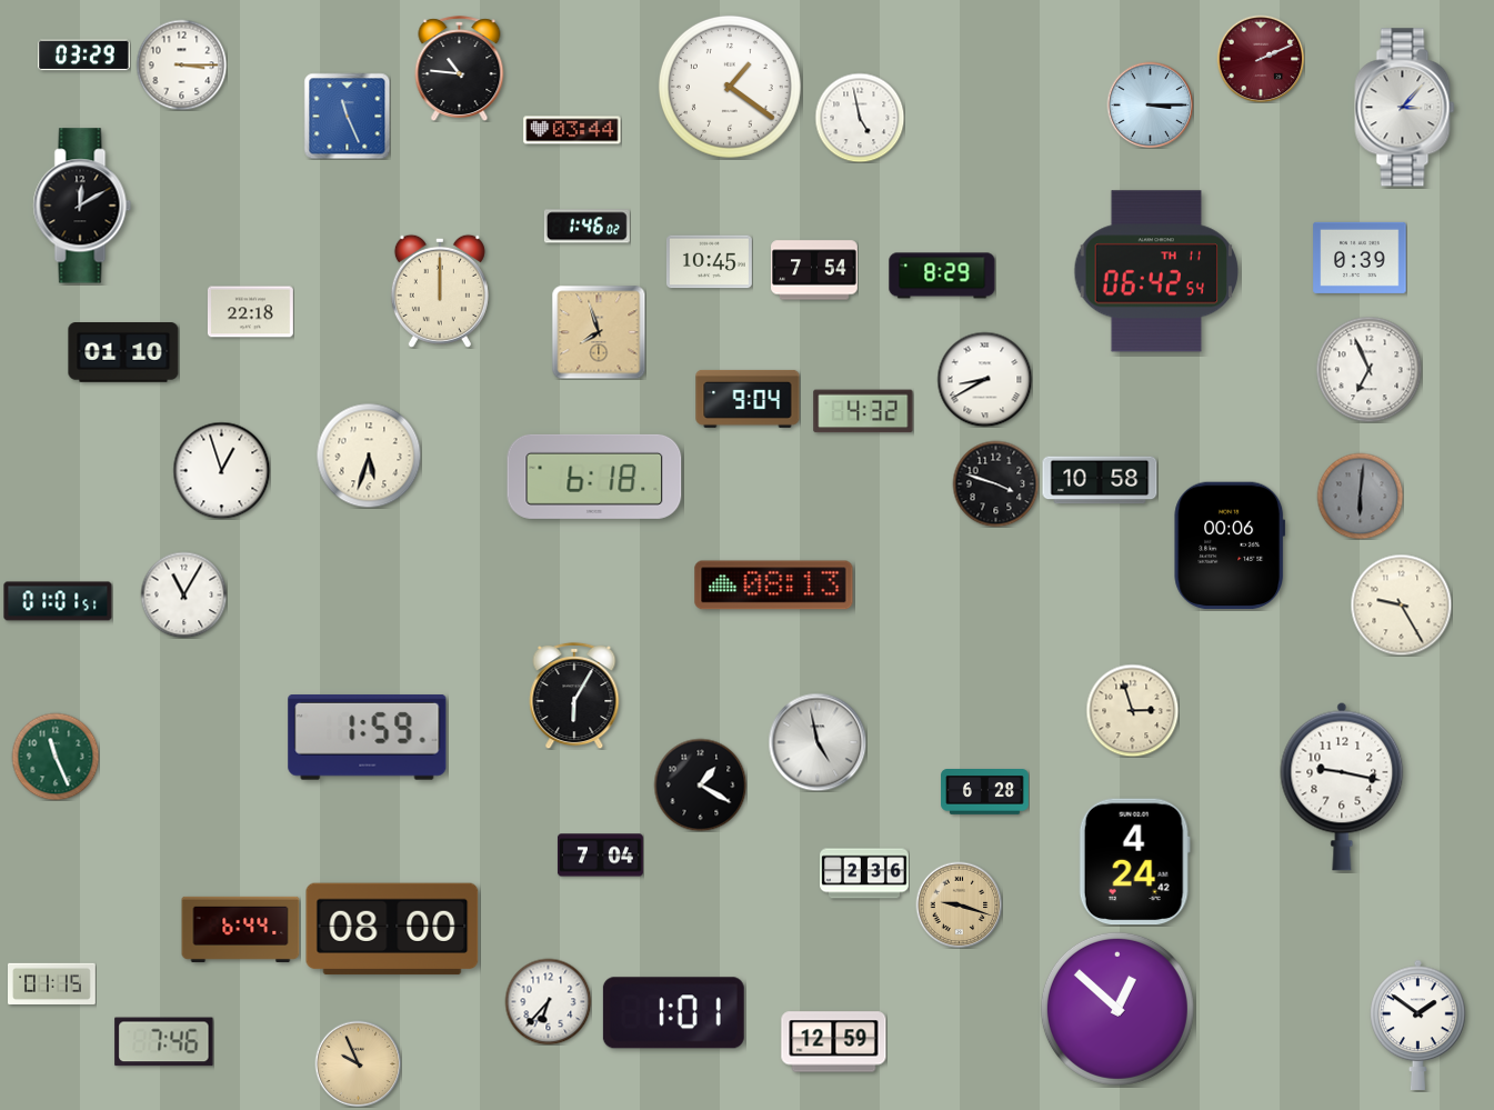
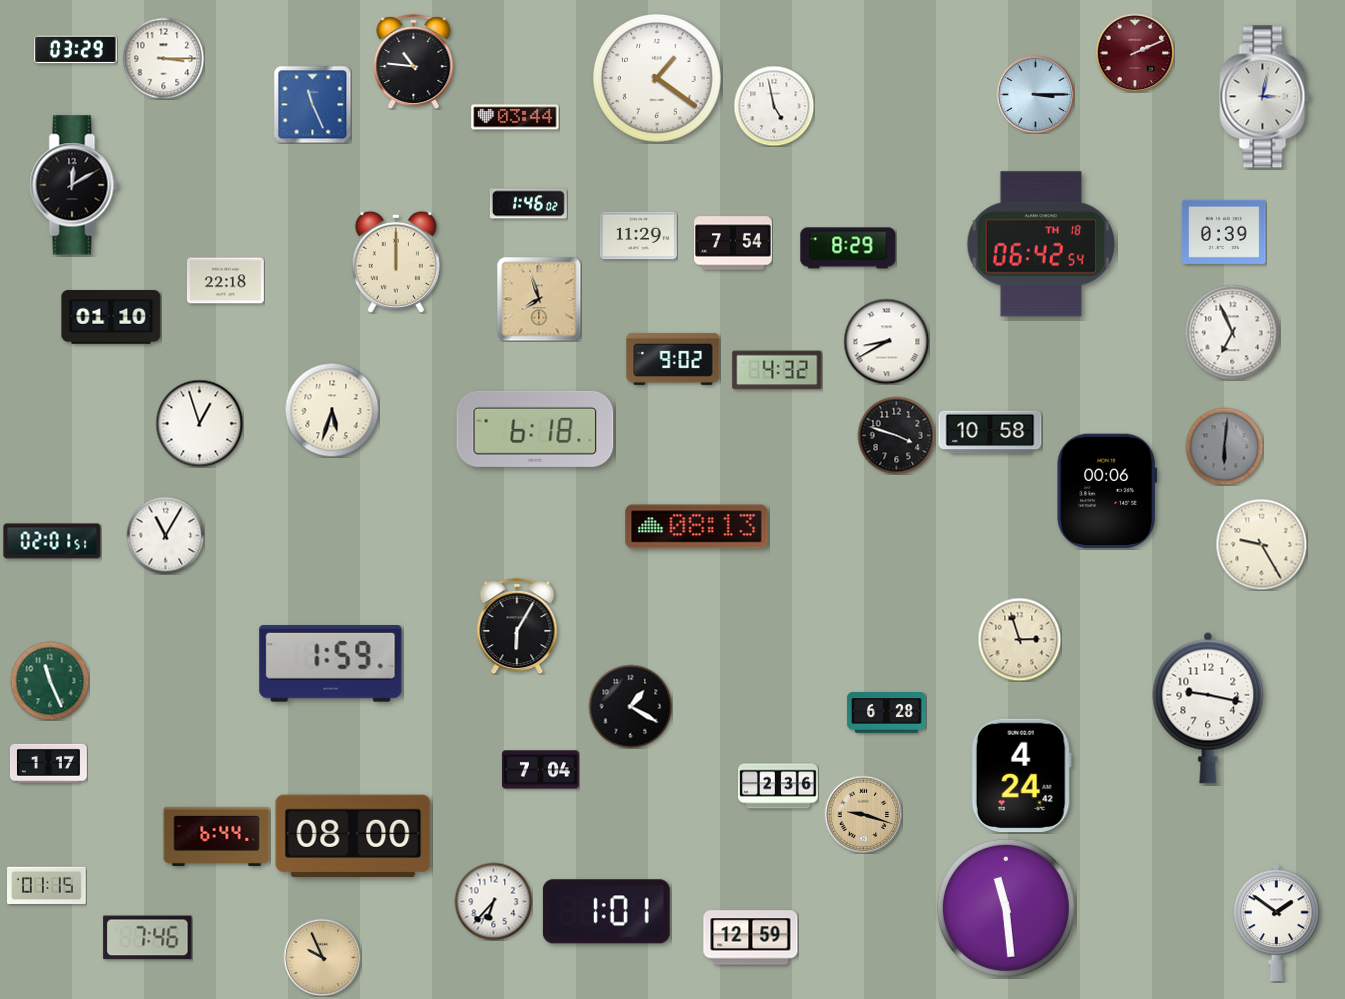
clock at (1405, 108): 3:07 -> 3:02
clock at (709, 262): 10:45 -> 11:29
clock at (1156, 271) date: TH 11 -> TH 18
clock at (748, 399): 9:04 -> 9:02
clock at (58, 601): 01:01 -> 02:01
clock at (818, 742): 4:58 -> none
clock at (48, 763): none -> 1:17
clock at (1117, 1009): 12:52 -> 11:29
